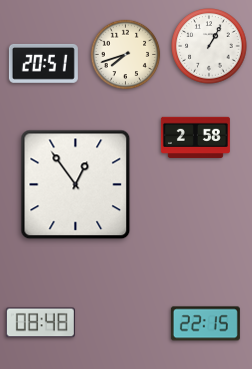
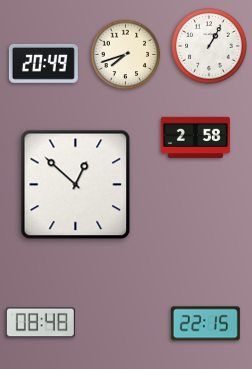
clock at (43, 63): 20:51 -> 20:49
clock at (76, 185): 12:54 -> 12:52
